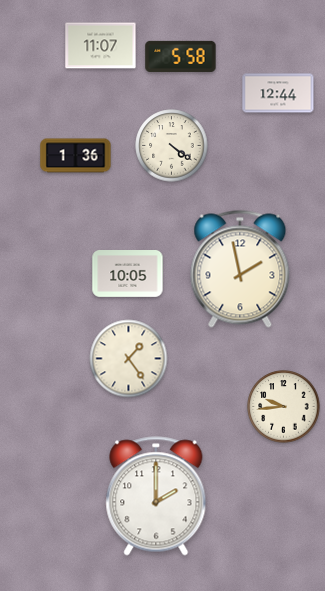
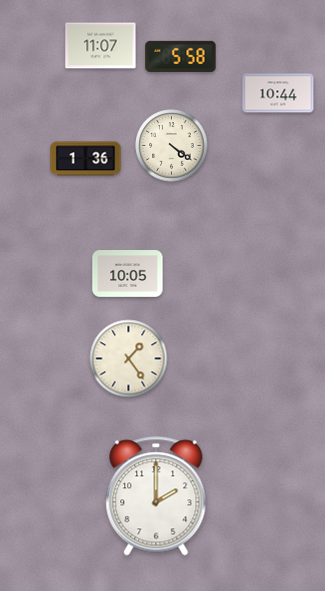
clock at (278, 93): 12:44 -> 10:44
clock at (76, 156) position: (76, 156) -> (86, 159)
clock at (240, 269): 1:58 -> none
clock at (284, 407): 9:44 -> none
